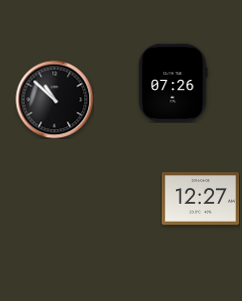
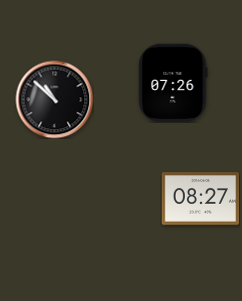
clock at (200, 199): 12:27 -> 08:27
